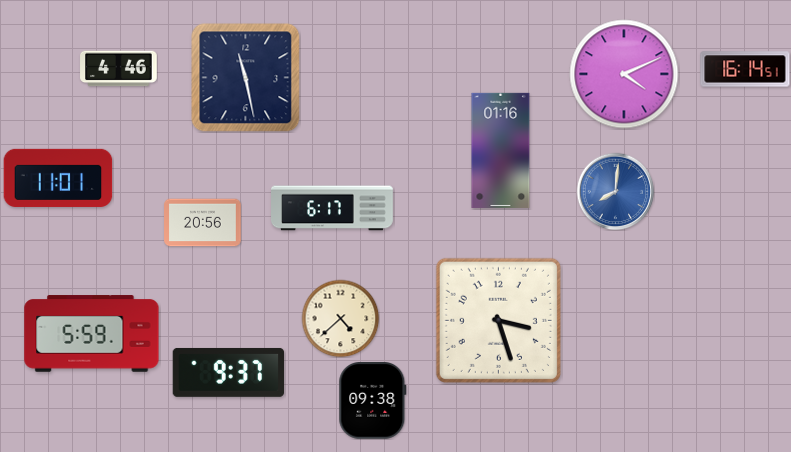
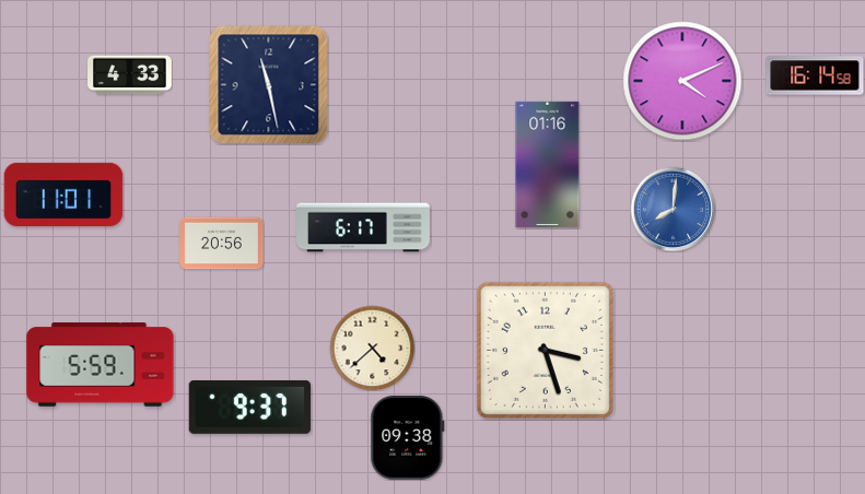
clock at (119, 69): 4:46 -> 4:33
clock at (745, 69): 16:14:51 -> 16:14:58
